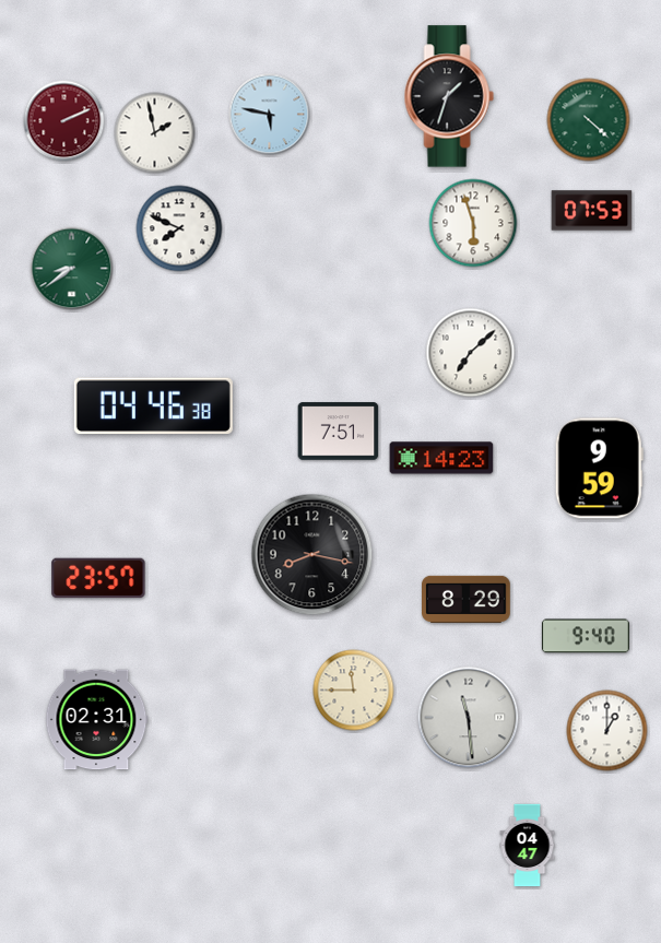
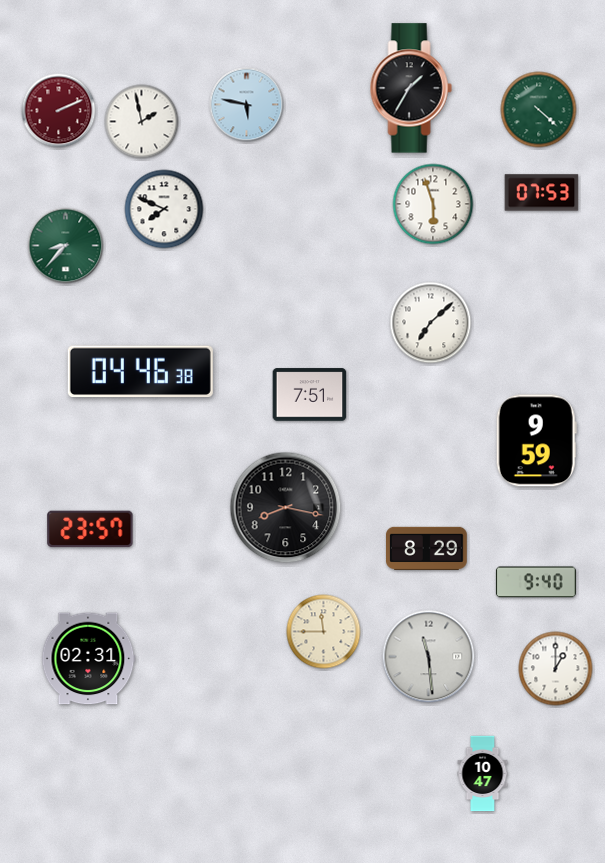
clock at (449, 96): 1:33 -> 1:35
clock at (72, 269): 8:39 -> 8:37
clock at (441, 458): 14:23 -> none
clock at (599, 469) position: (599, 469) -> (536, 441)
clock at (528, 846): 04:47 -> 10:47
